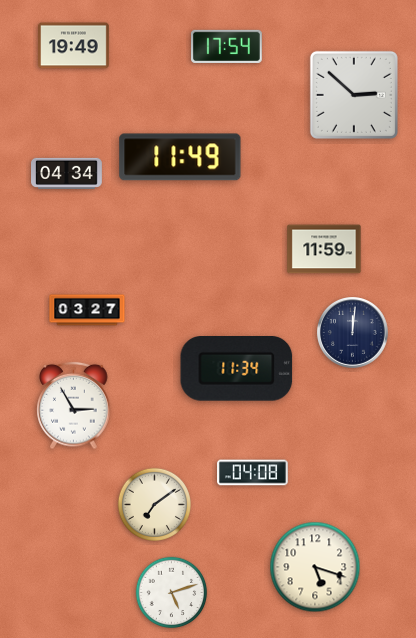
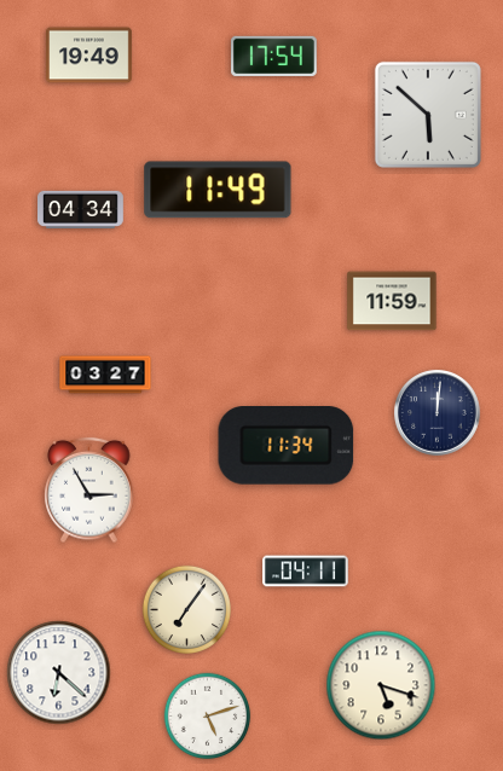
clock at (354, 95): 2:52 -> 5:52
clock at (353, 333) position: (353, 333) -> (438, 413)
clock at (253, 473): 04:08 -> 04:11
clock at (154, 504): 7:09 -> 7:06
clock at (59, 673): none -> 6:22
